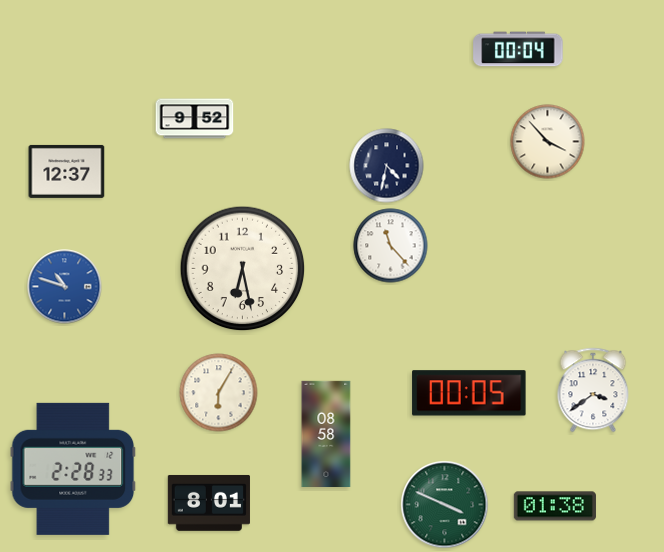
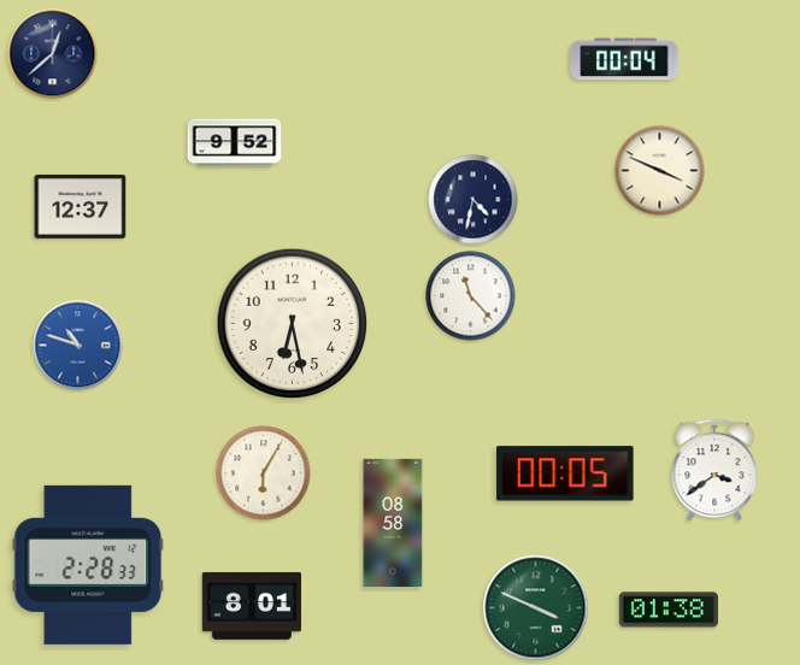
clock at (53, 54): none -> 12:38
clock at (548, 142): 3:53 -> 3:49
clock at (387, 166) position: (387, 166) -> (473, 200)
